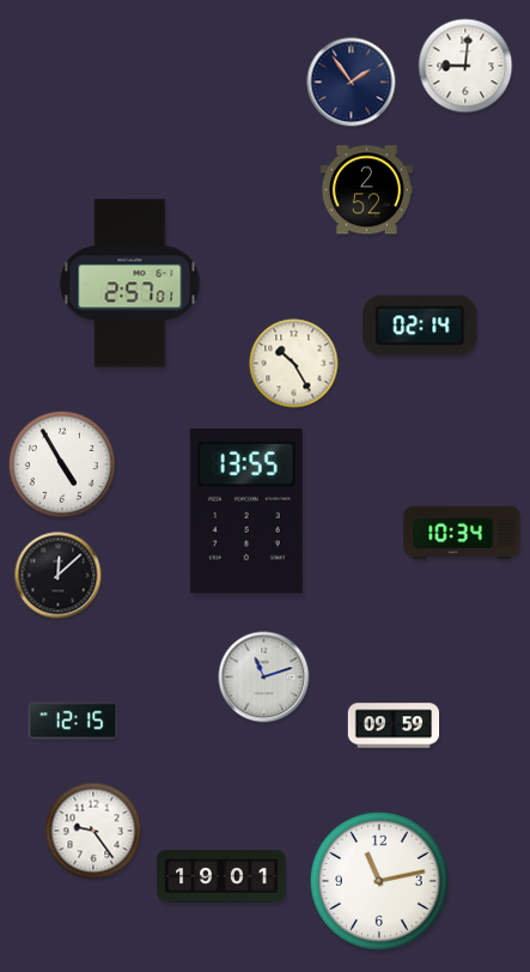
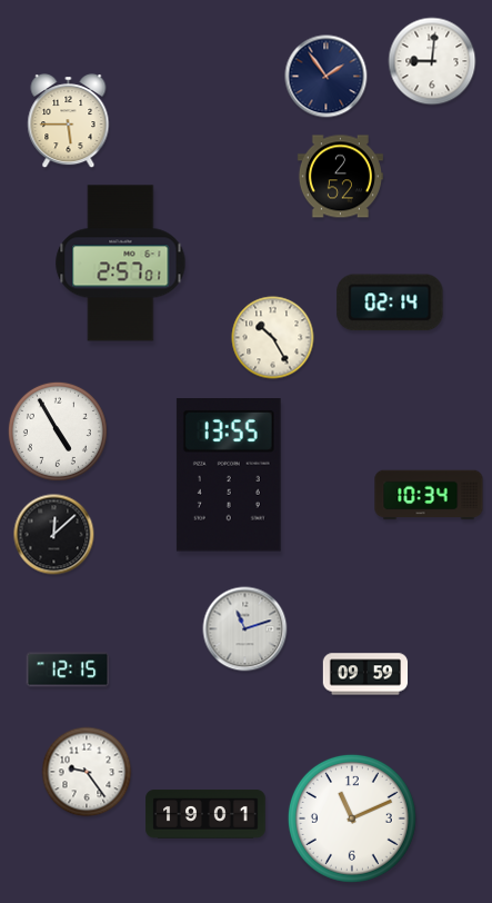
clock at (69, 121): none -> 5:45
clock at (379, 881): 11:13 -> 11:11
